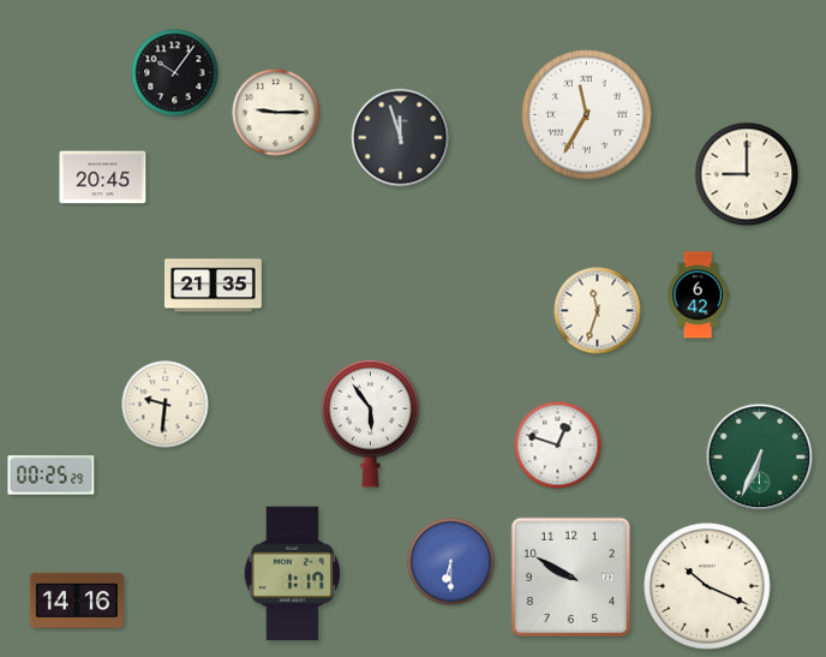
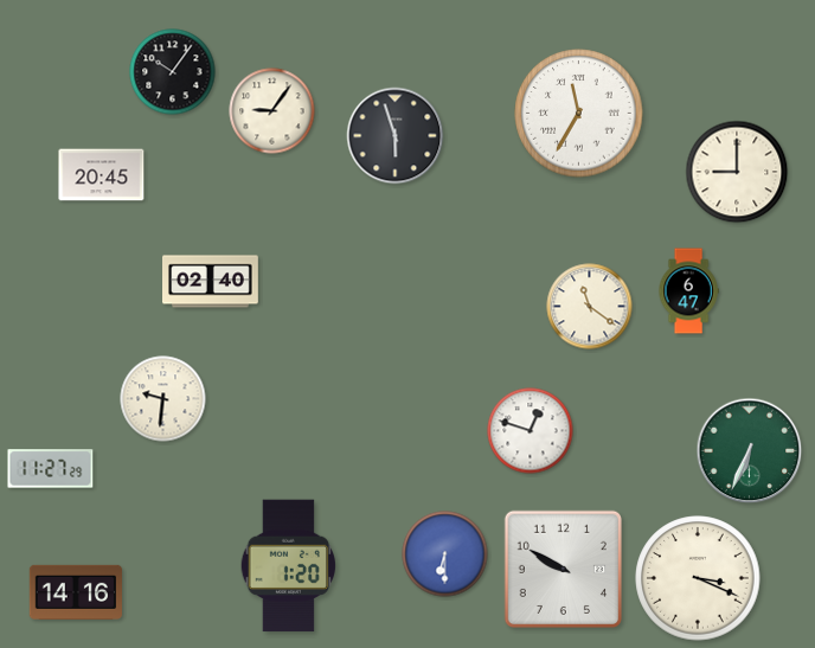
clock at (276, 113): 9:15 -> 9:06
clock at (401, 138): 11:57 -> 5:57
clock at (214, 286): 21:35 -> 02:40
clock at (698, 295): 6:42 -> 6:47
clock at (598, 311): 11:33 -> 11:21
clock at (371, 423): 5:54 -> none
clock at (558, 446) position: (558, 446) -> (531, 431)
clock at (52, 476): 00:25 -> 11:27
clock at (292, 574): 1:17 -> 1:20
clock at (707, 586): 10:19 -> 3:19
